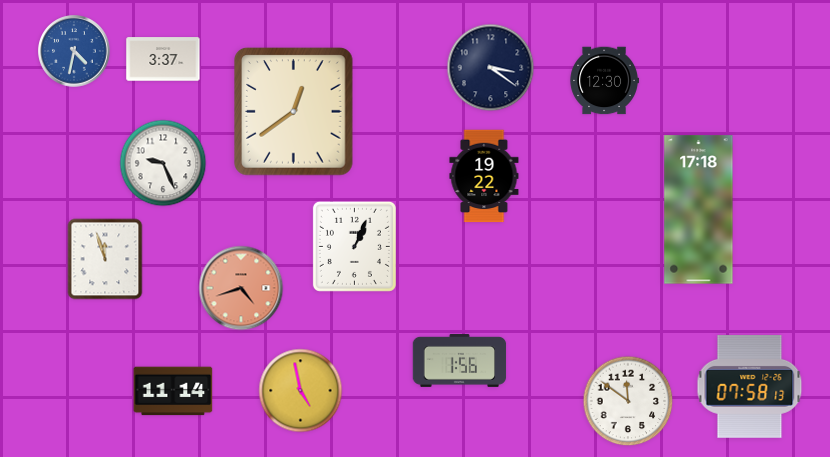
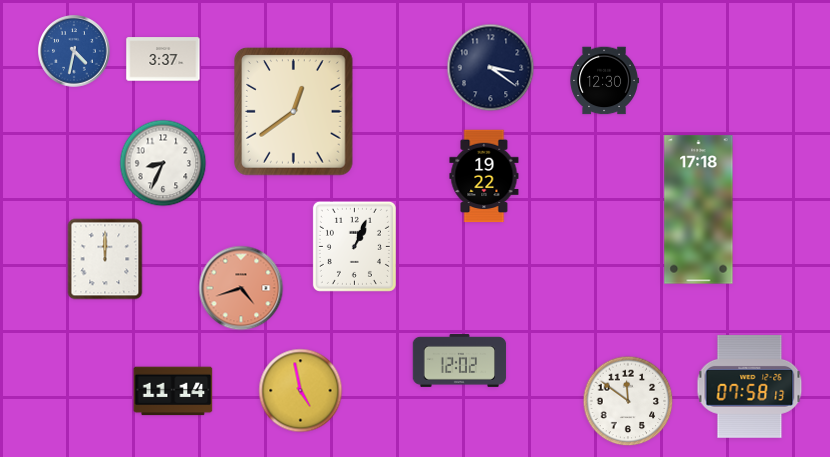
clock at (163, 163): 9:26 -> 8:34
clock at (105, 259): 11:57 -> 12:00
clock at (460, 360): 1:56 -> 12:02
